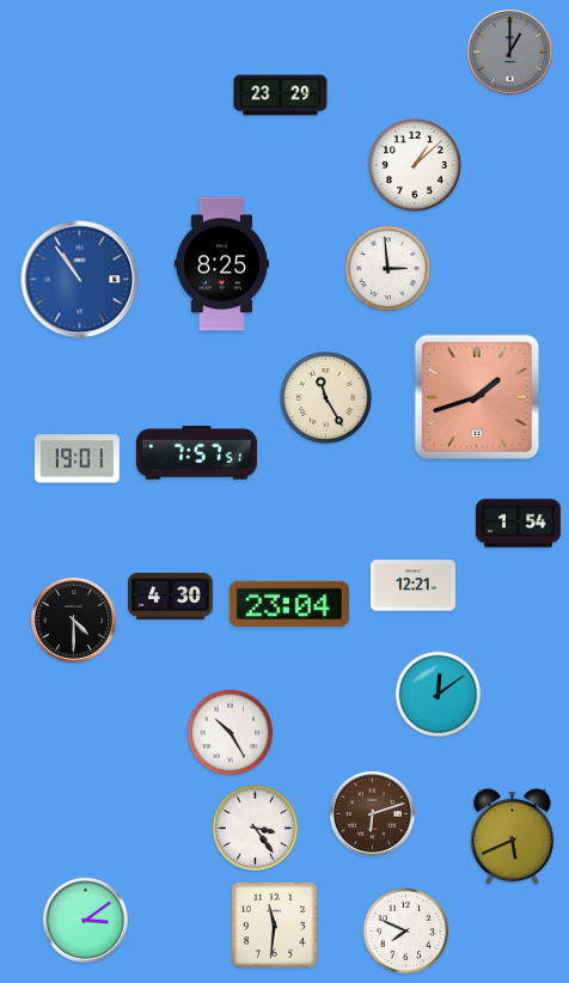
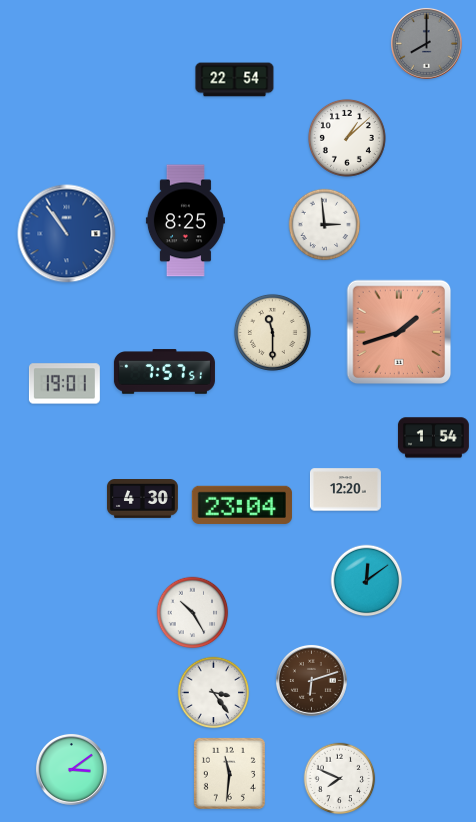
clock at (509, 51): 1:00 -> 8:00
clock at (281, 96): 23:29 -> 22:54
clock at (325, 397): 11:25 -> 11:30
clock at (196, 453) position: (196, 453) -> (164, 372)
clock at (412, 586): 12:21 -> 12:20
clock at (73, 619): 4:30 -> none
clock at (513, 837): 5:41 -> none
